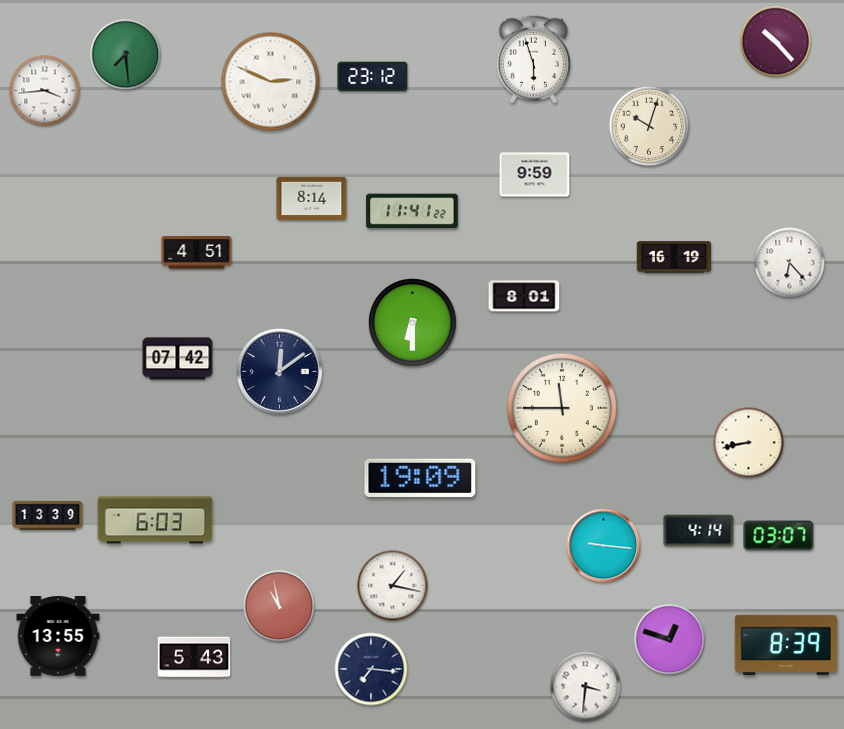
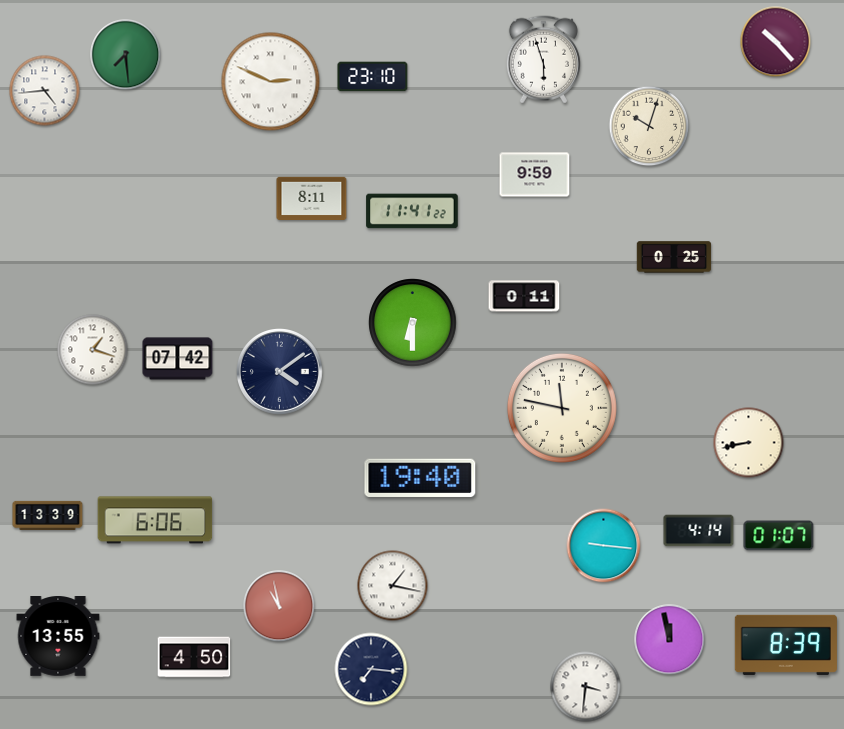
clock at (533, 60) position: (533, 60) -> (543, 60)
clock at (373, 77): 23:12 -> 23:10
clock at (45, 91): 3:44 -> 4:44
clock at (312, 199): 8:14 -> 8:11
clock at (197, 253): 4:51 -> none
clock at (674, 257): 16:19 -> 0:25
clock at (790, 263): 6:23 -> none
clock at (524, 296): 8:01 -> 0:11
clock at (93, 350): none -> 1:18
clock at (280, 372): 12:09 -> 4:09
clock at (562, 408): 11:45 -> 11:47
clock at (420, 478): 19:09 -> 19:40
clock at (155, 520): 6:03 -> 6:06
clock at (779, 536): 03:07 -> 01:07
clock at (670, 640): 12:48 -> 11:58
clock at (194, 657): 5:43 -> 4:50
